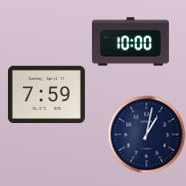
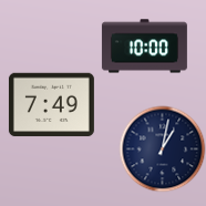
clock at (46, 95): 7:59 -> 7:49
